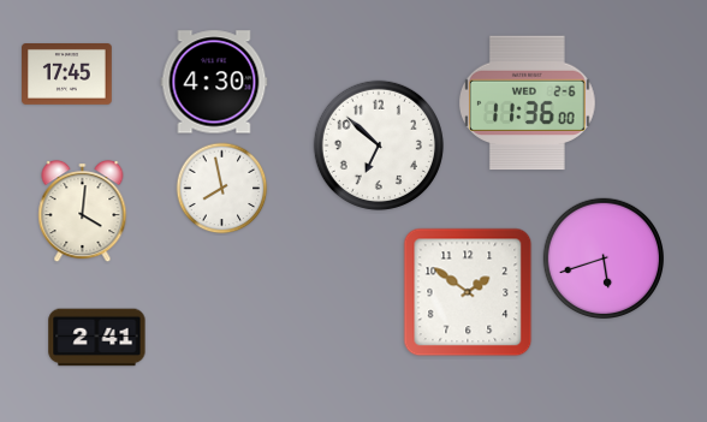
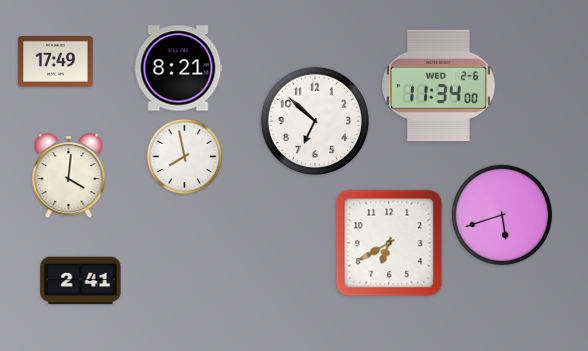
clock at (67, 75): 17:45 -> 17:49
clock at (214, 82): 4:30 -> 8:21
clock at (528, 103): 11:36 -> 11:34
clock at (468, 292): 1:51 -> 6:40
